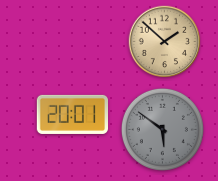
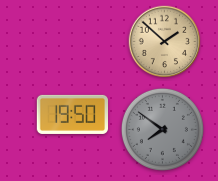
clock at (73, 114): 20:01 -> 19:50
clock at (162, 129): 5:51 -> 7:51
